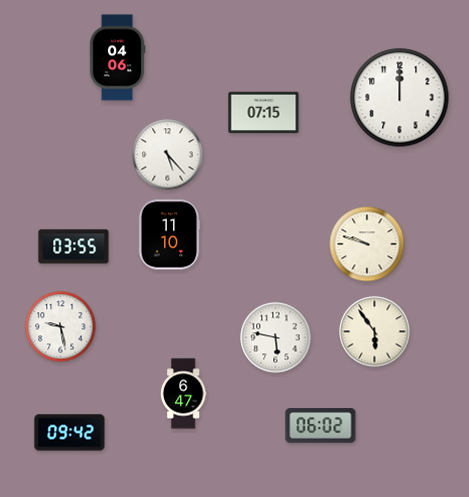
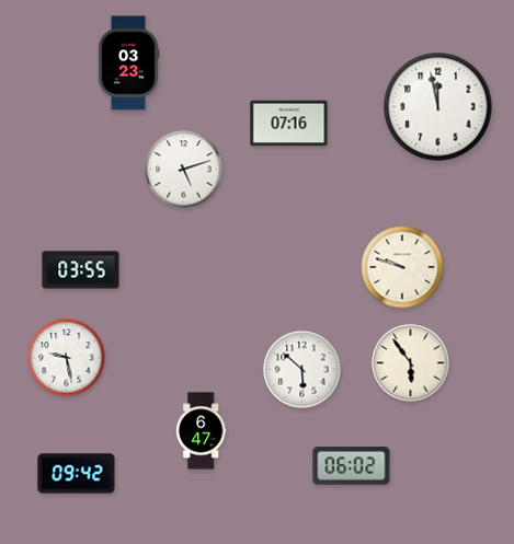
clock at (117, 58): 04:06 -> 03:23
clock at (400, 98): 12:00 -> 11:58
clock at (264, 113): 07:15 -> 07:16
clock at (168, 155): 5:23 -> 5:12
clock at (169, 235): 11:10 -> none
clock at (276, 338): 5:47 -> 5:52
